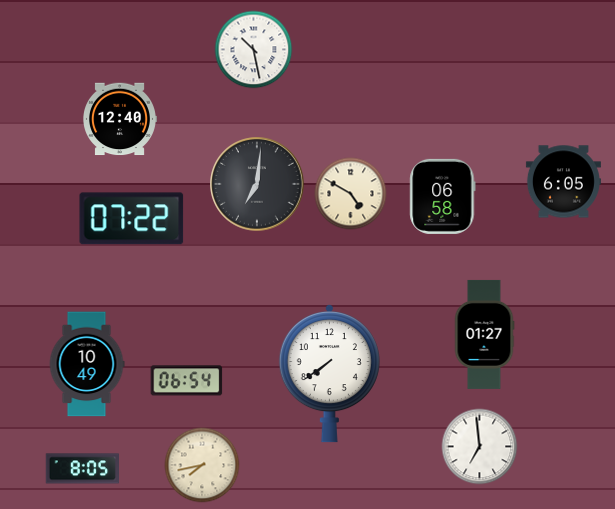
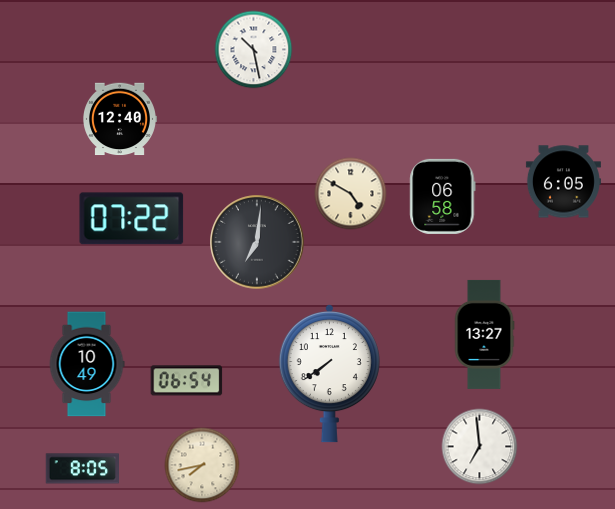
clock at (257, 184) position: (257, 184) -> (257, 242)
clock at (484, 334): 01:27 -> 13:27
